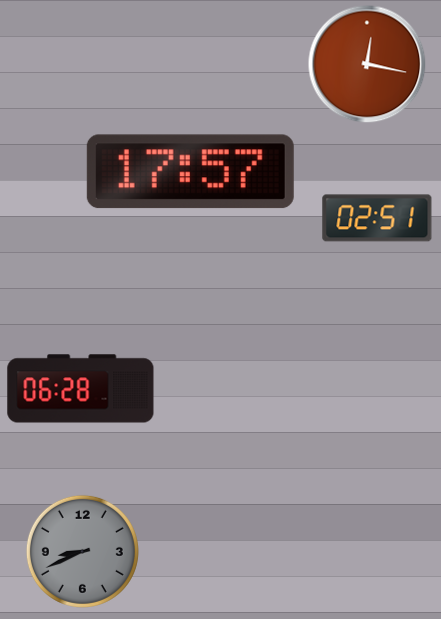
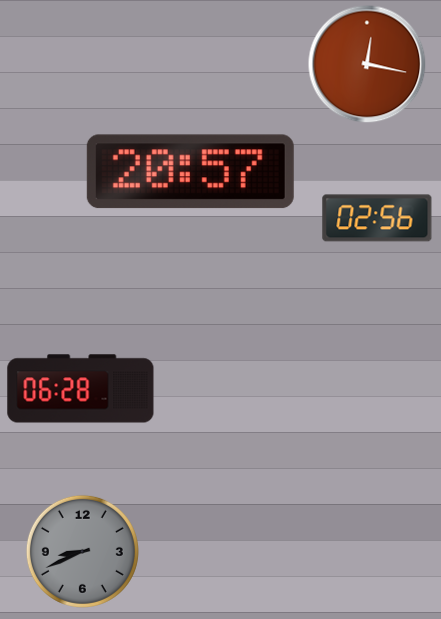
clock at (190, 172): 17:57 -> 20:57
clock at (377, 218): 02:51 -> 02:56
